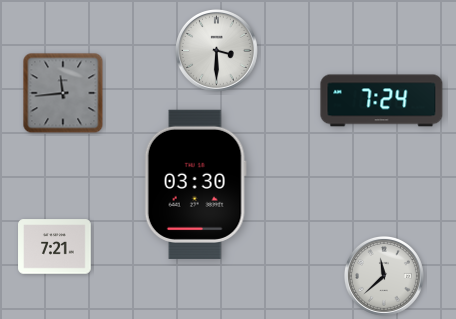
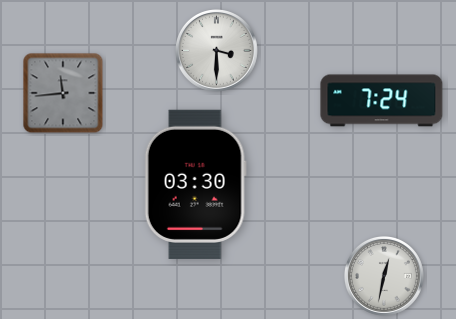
clock at (55, 247): 7:21 -> none
clock at (384, 276): 11:38 -> 12:32
